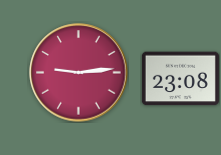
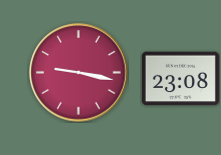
clock at (79, 73): 9:14 -> 9:17
